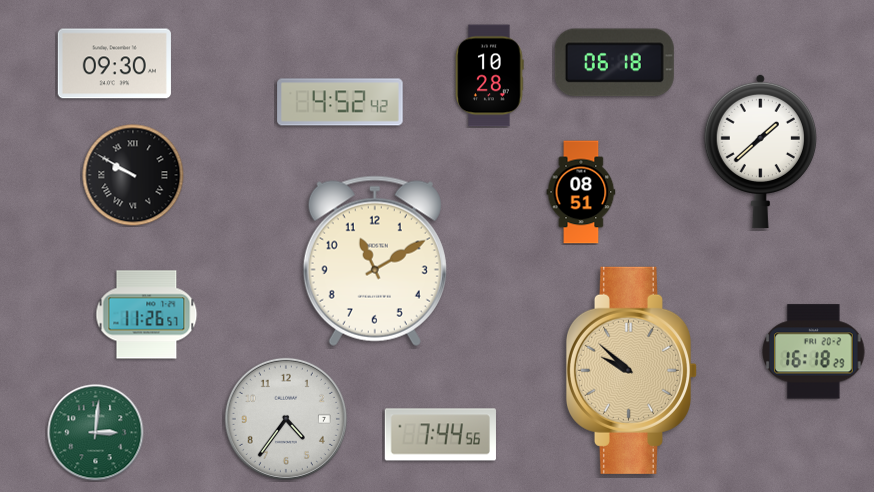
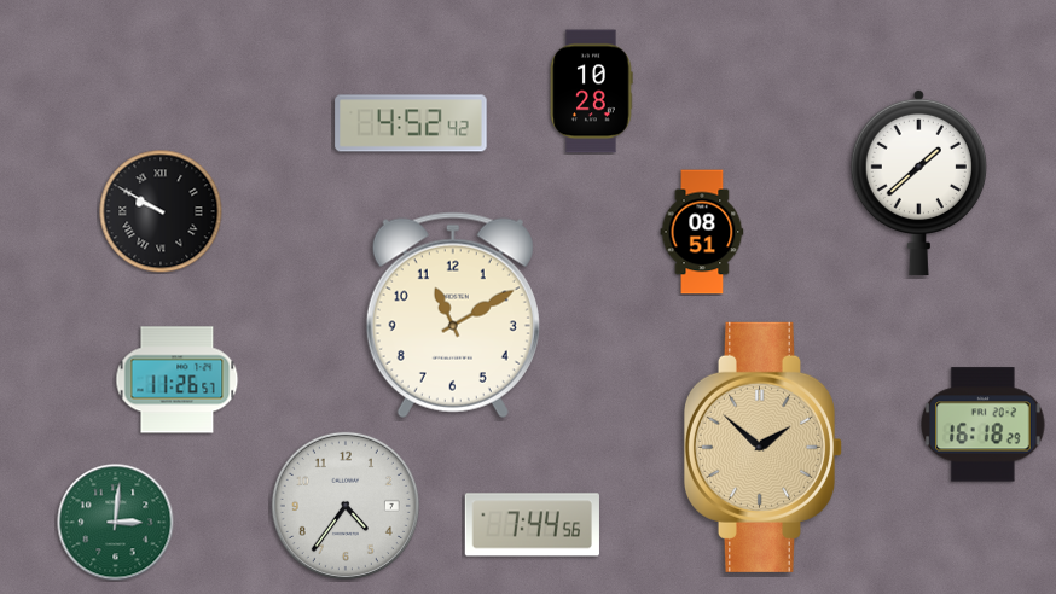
clock at (614, 63): 06:18 -> none
clock at (114, 64): 09:30 -> none
clock at (631, 370): 9:52 -> 1:52
